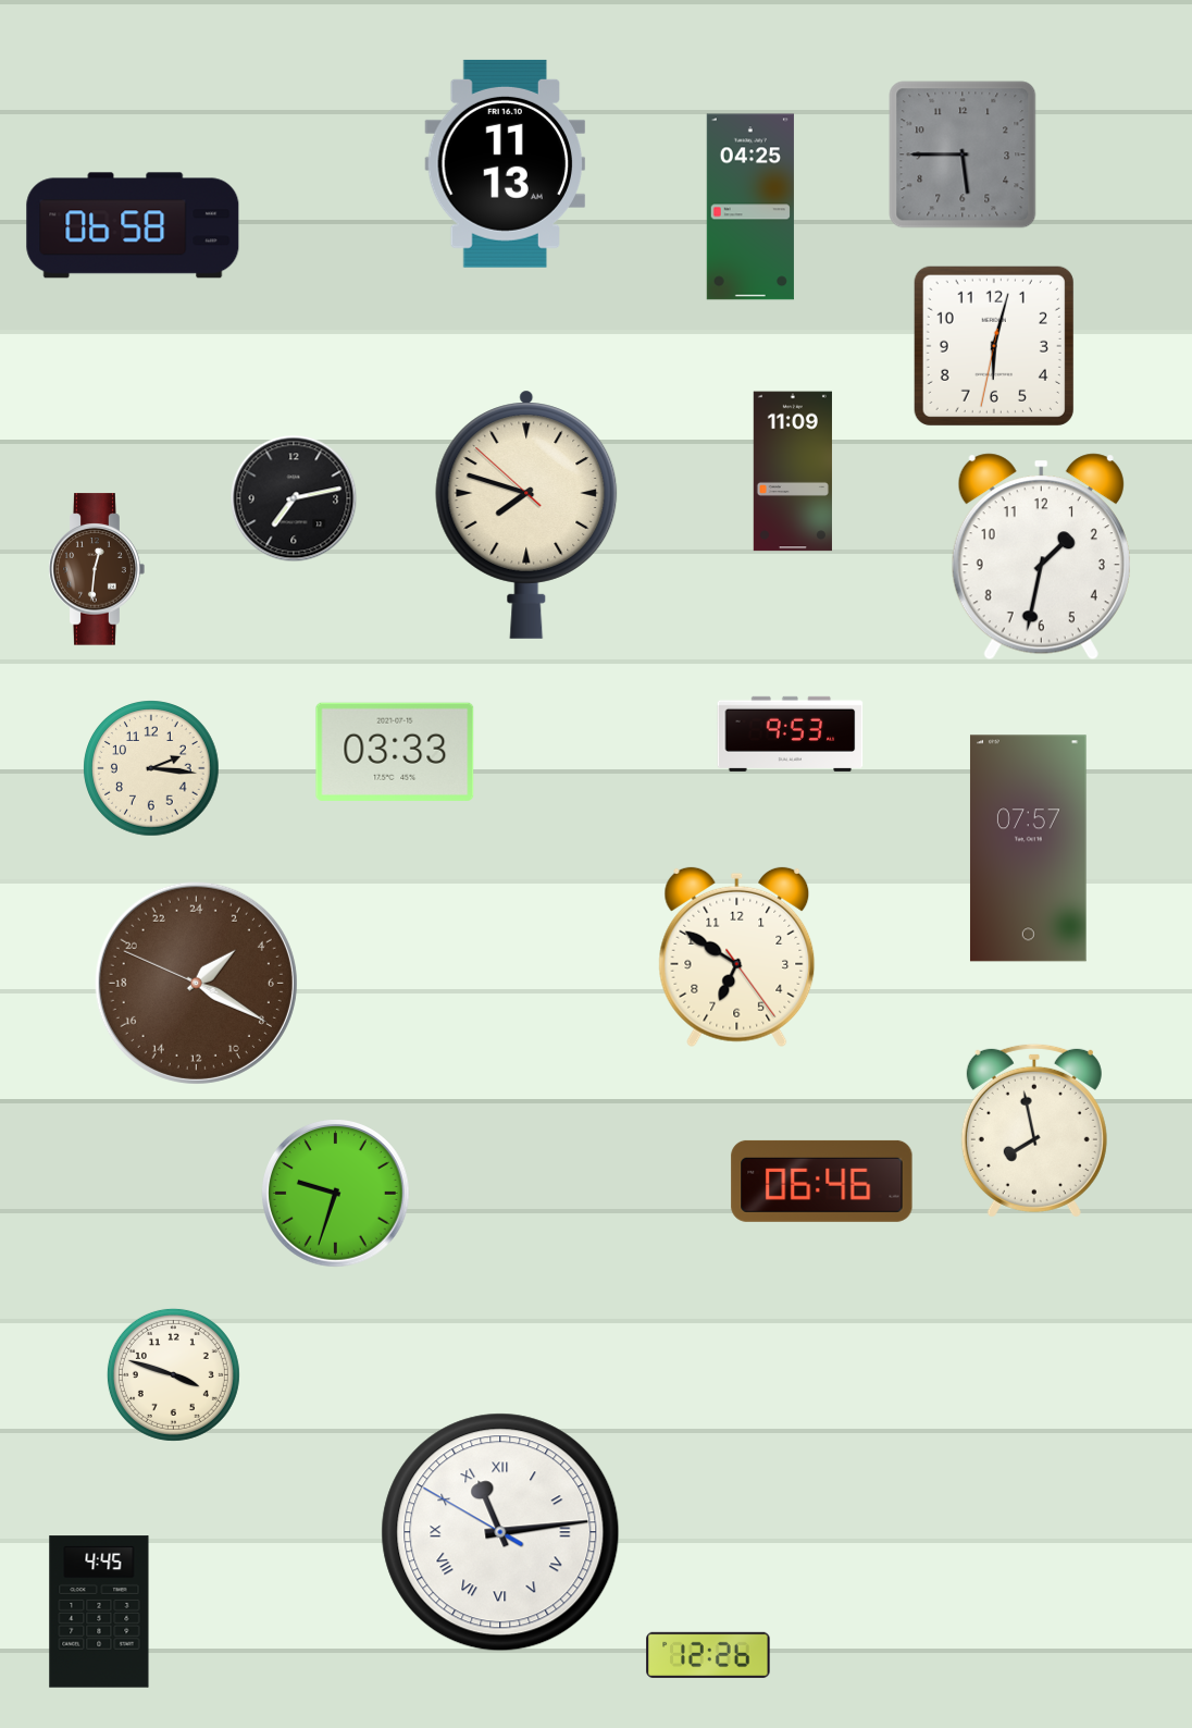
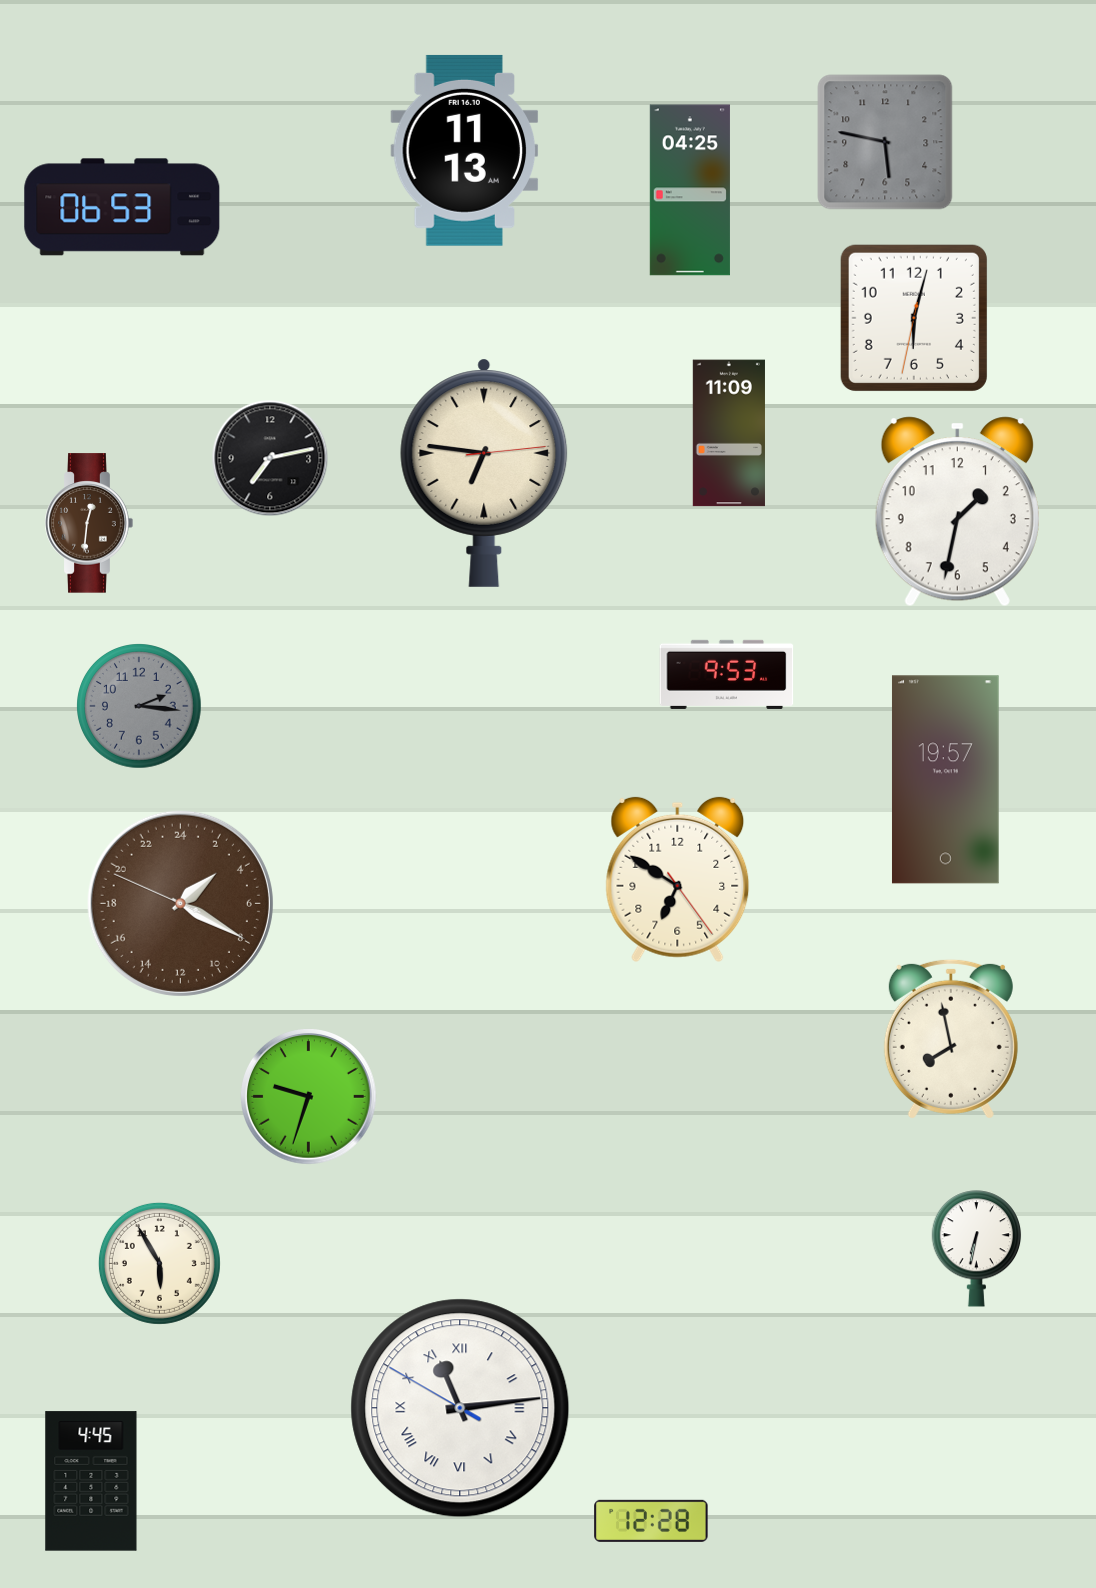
clock at (963, 155): 5:45 -> 5:47
clock at (133, 225): 06:58 -> 06:53
clock at (526, 515): 7:47 -> 6:46
clock at (395, 752): 03:33 -> none
clock at (151, 768) dial: cream -> grey
clock at (1028, 849): 07:57 -> 19:57
clock at (822, 1181): 06:46 -> none
clock at (977, 1249): none -> 6:32
clock at (173, 1374): 3:48 -> 5:55
clock at (708, 1655): 12:26 -> 12:28
